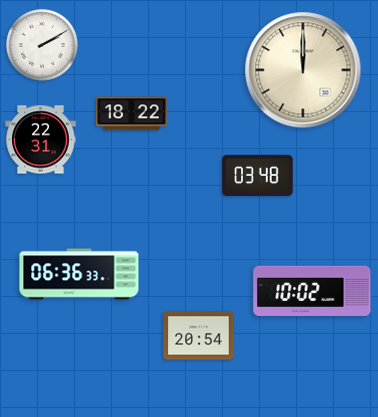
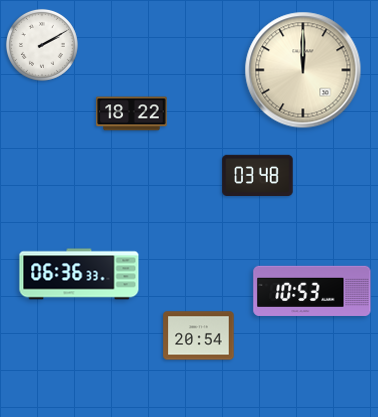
clock at (41, 140): 22:31 -> none
clock at (312, 291): 10:02 -> 10:53
